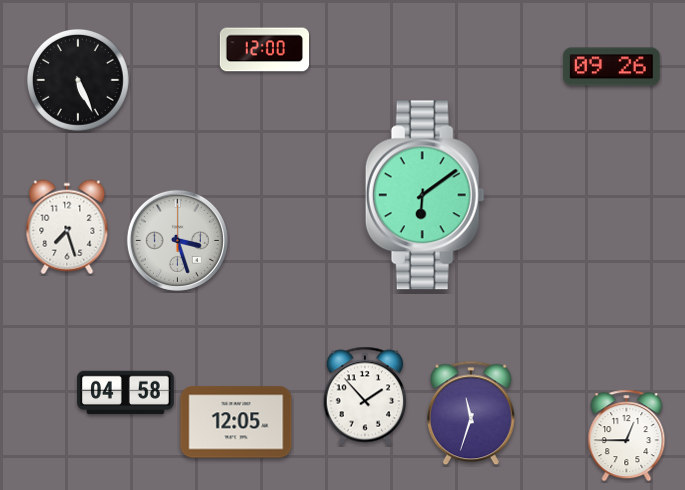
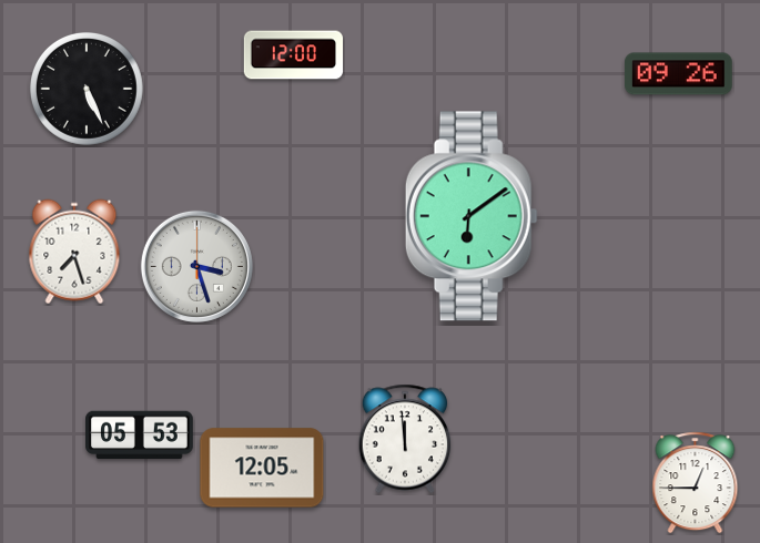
clock at (126, 393): 04:58 -> 05:53
clock at (365, 396): 1:53 -> 11:59
clock at (471, 413): 11:33 -> none
